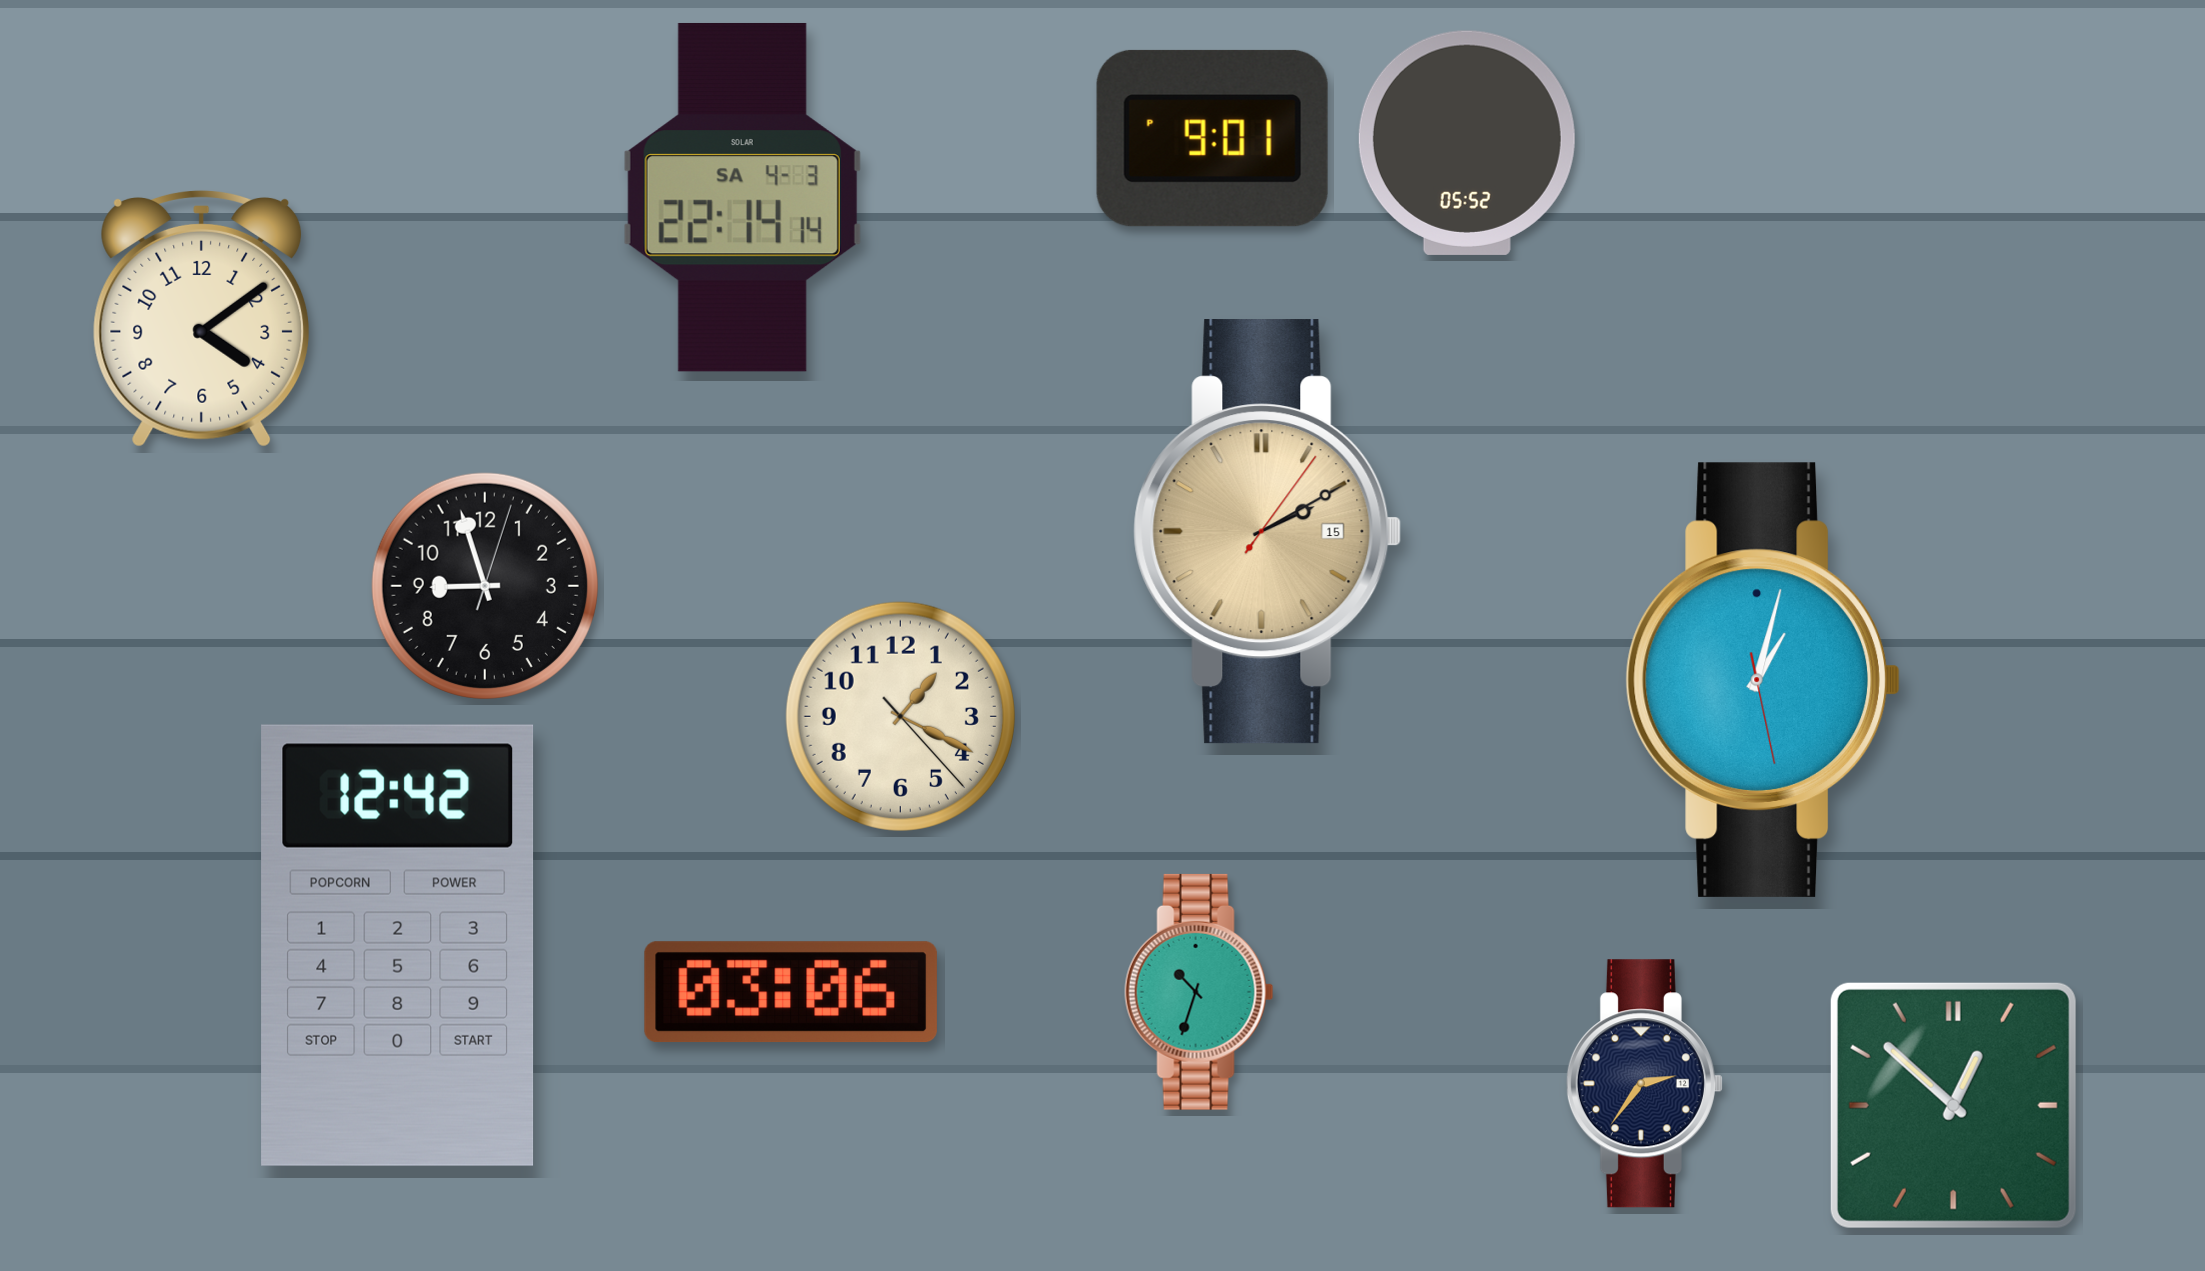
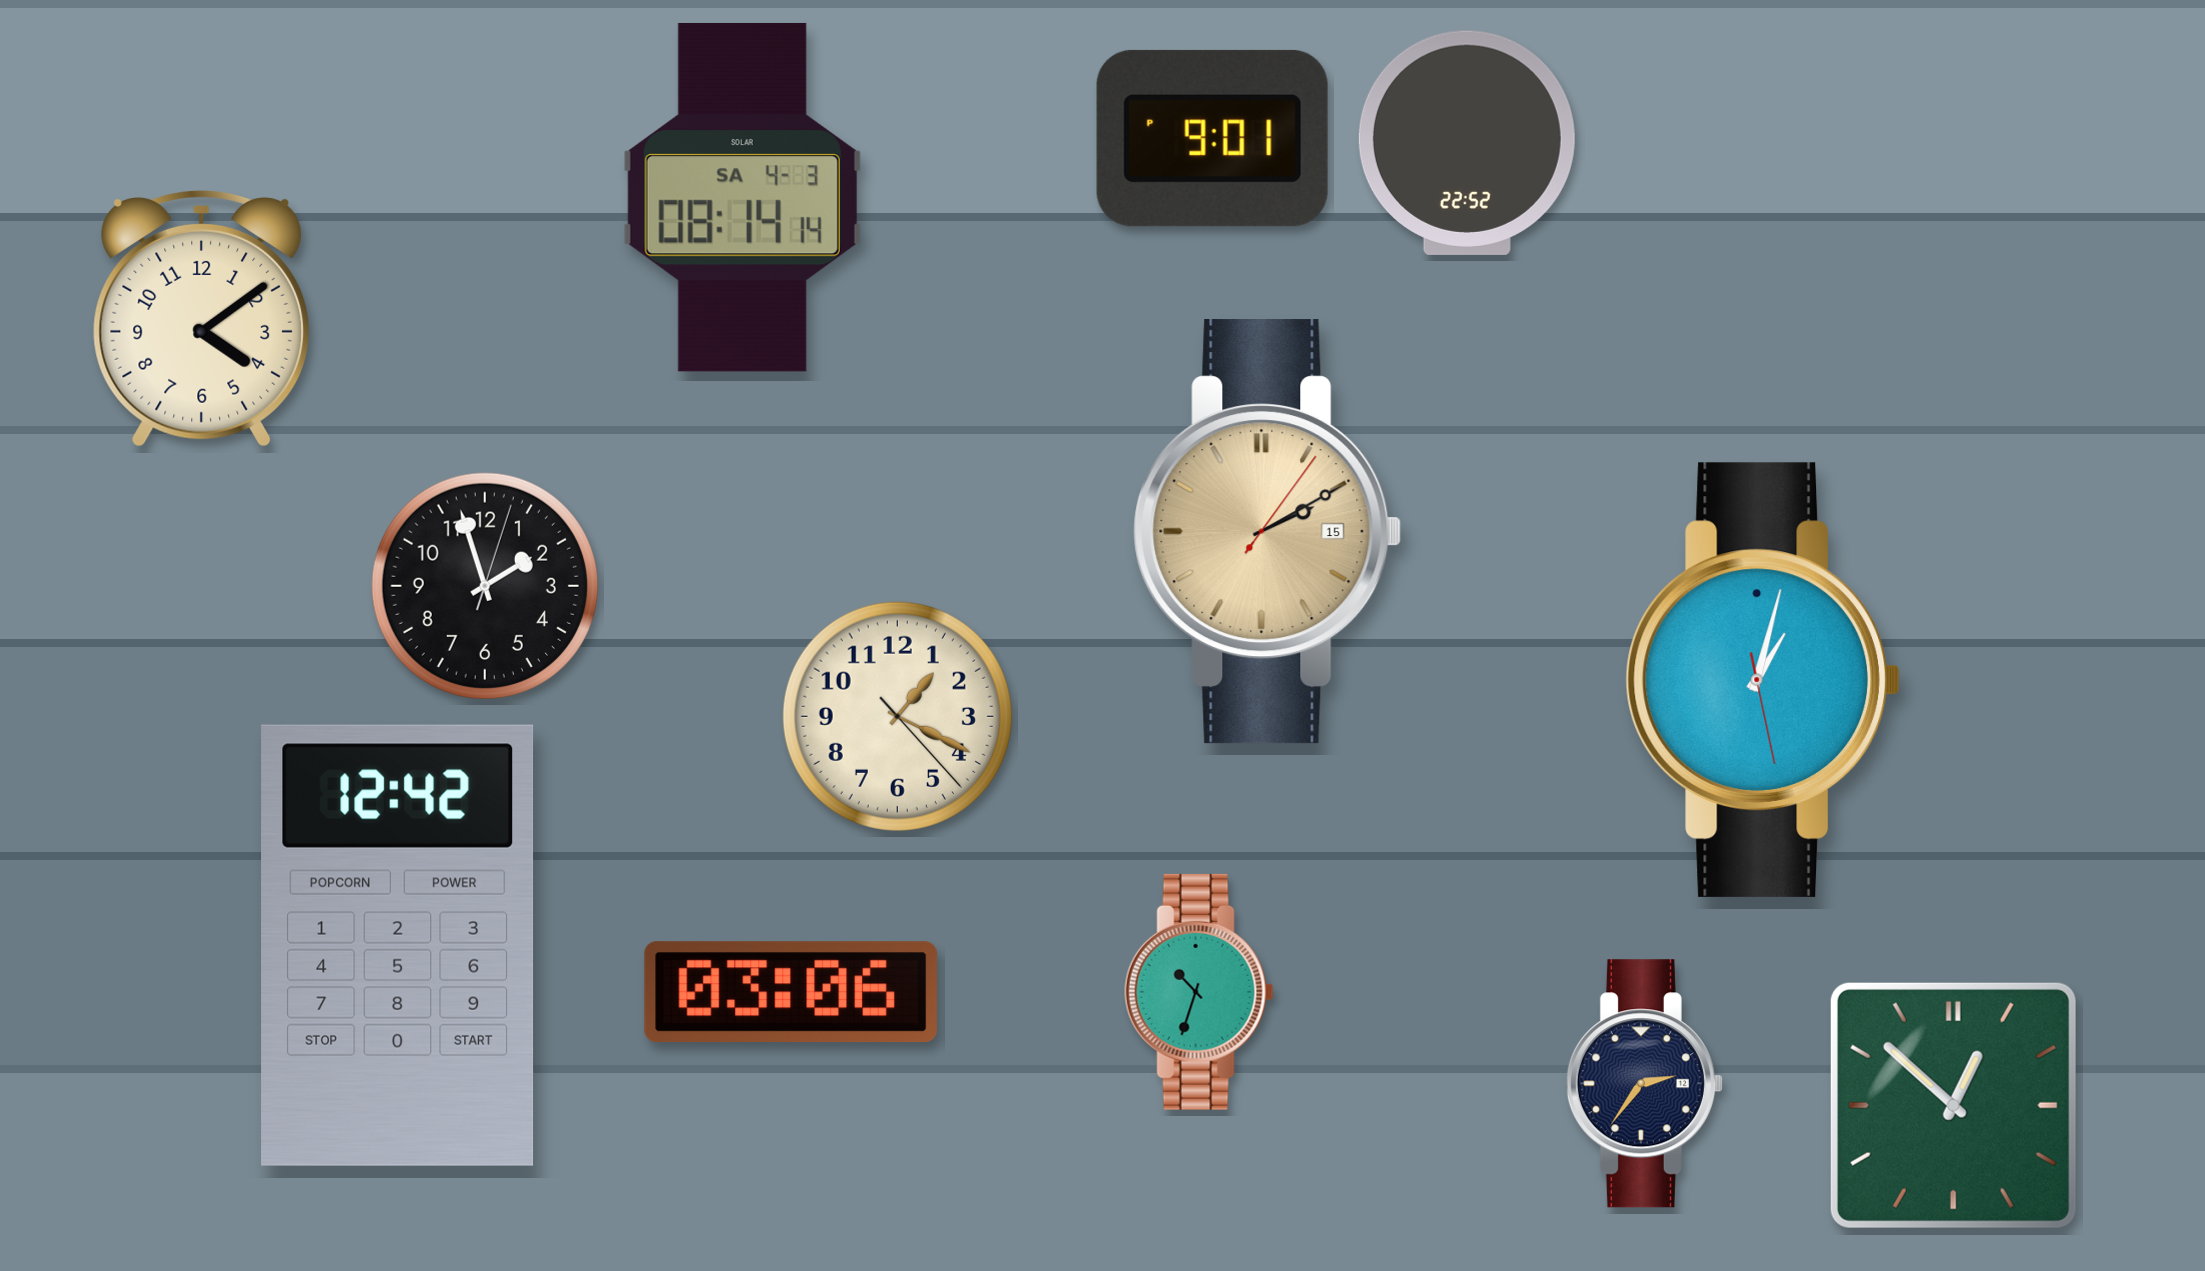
clock at (1467, 143): 05:52 -> 22:52
clock at (742, 197): 22:14 -> 08:14
clock at (485, 586): 8:57 -> 1:57
clock at (900, 716) position: (900, 716) -> (897, 716)
